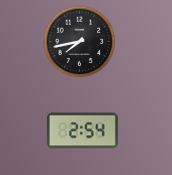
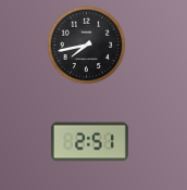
clock at (82, 131): 2:54 -> 2:51
